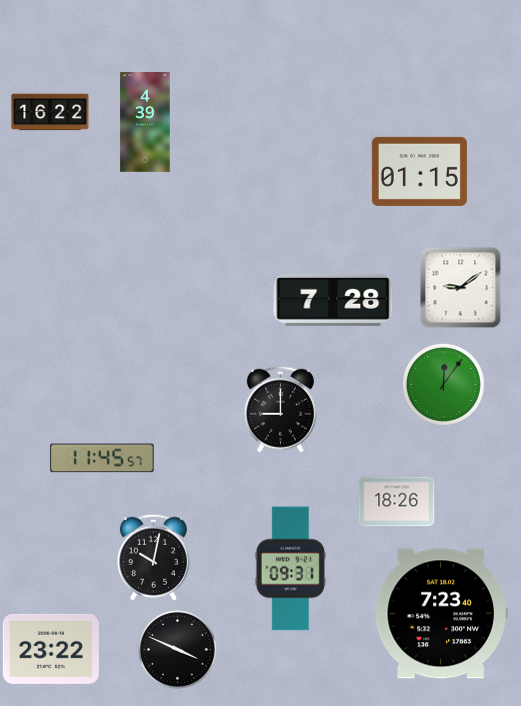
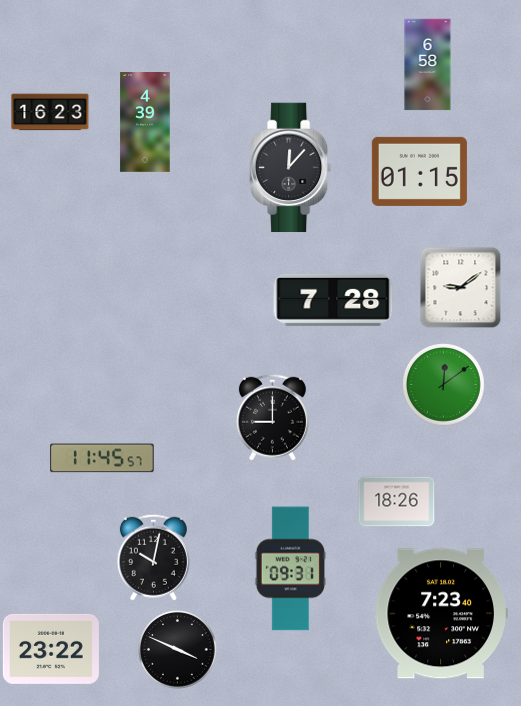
clock at (428, 65): none -> 6:58
clock at (50, 112): 16:22 -> 16:23
clock at (291, 168): none -> 12:07
clock at (444, 385): 12:06 -> 12:09
clock at (280, 409) position: (280, 409) -> (272, 417)
